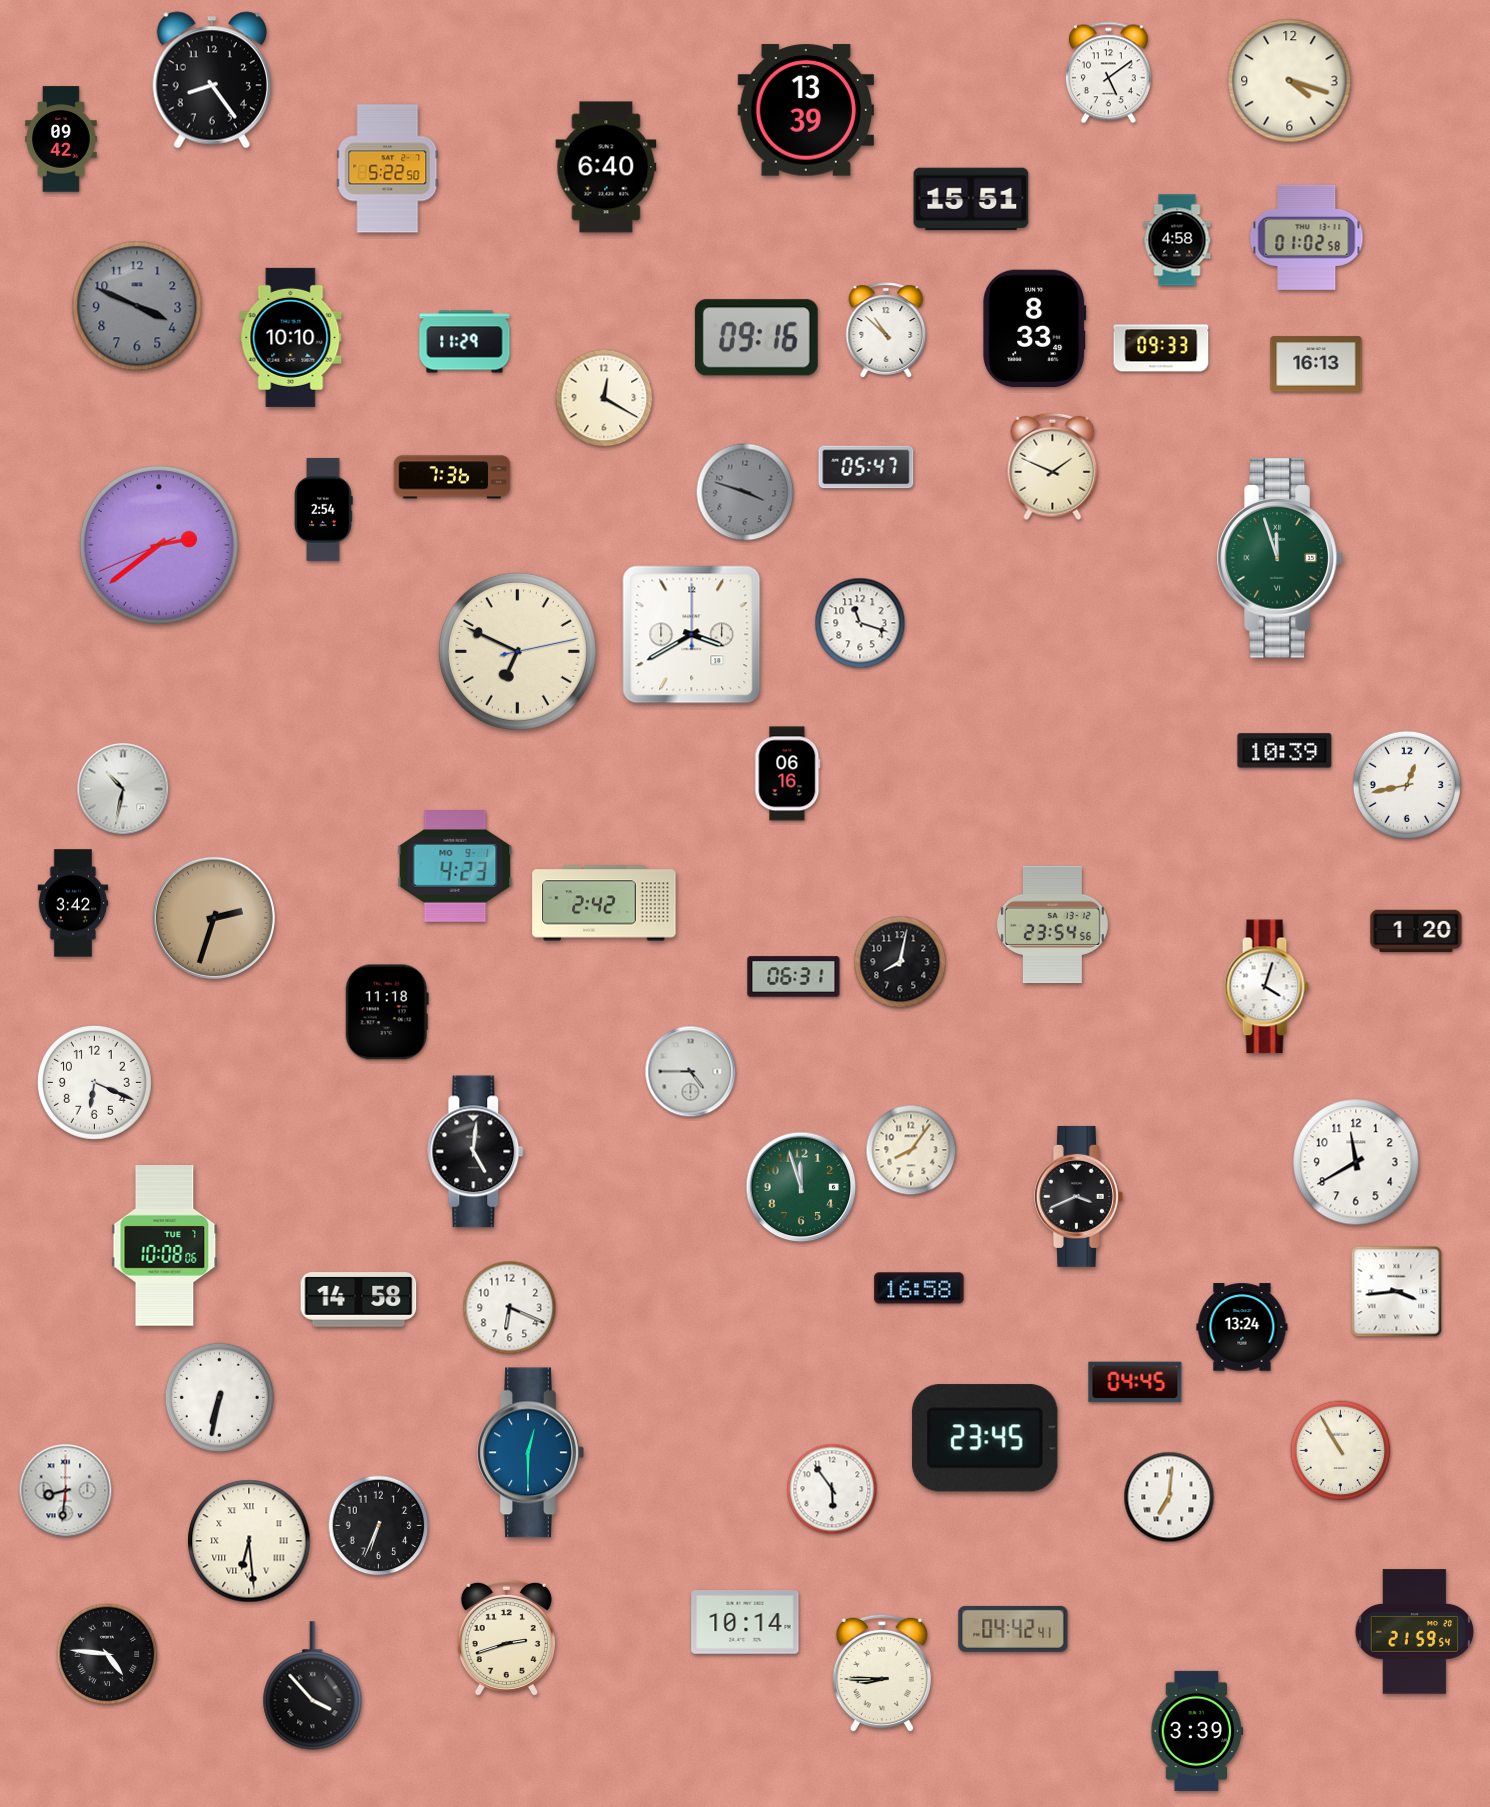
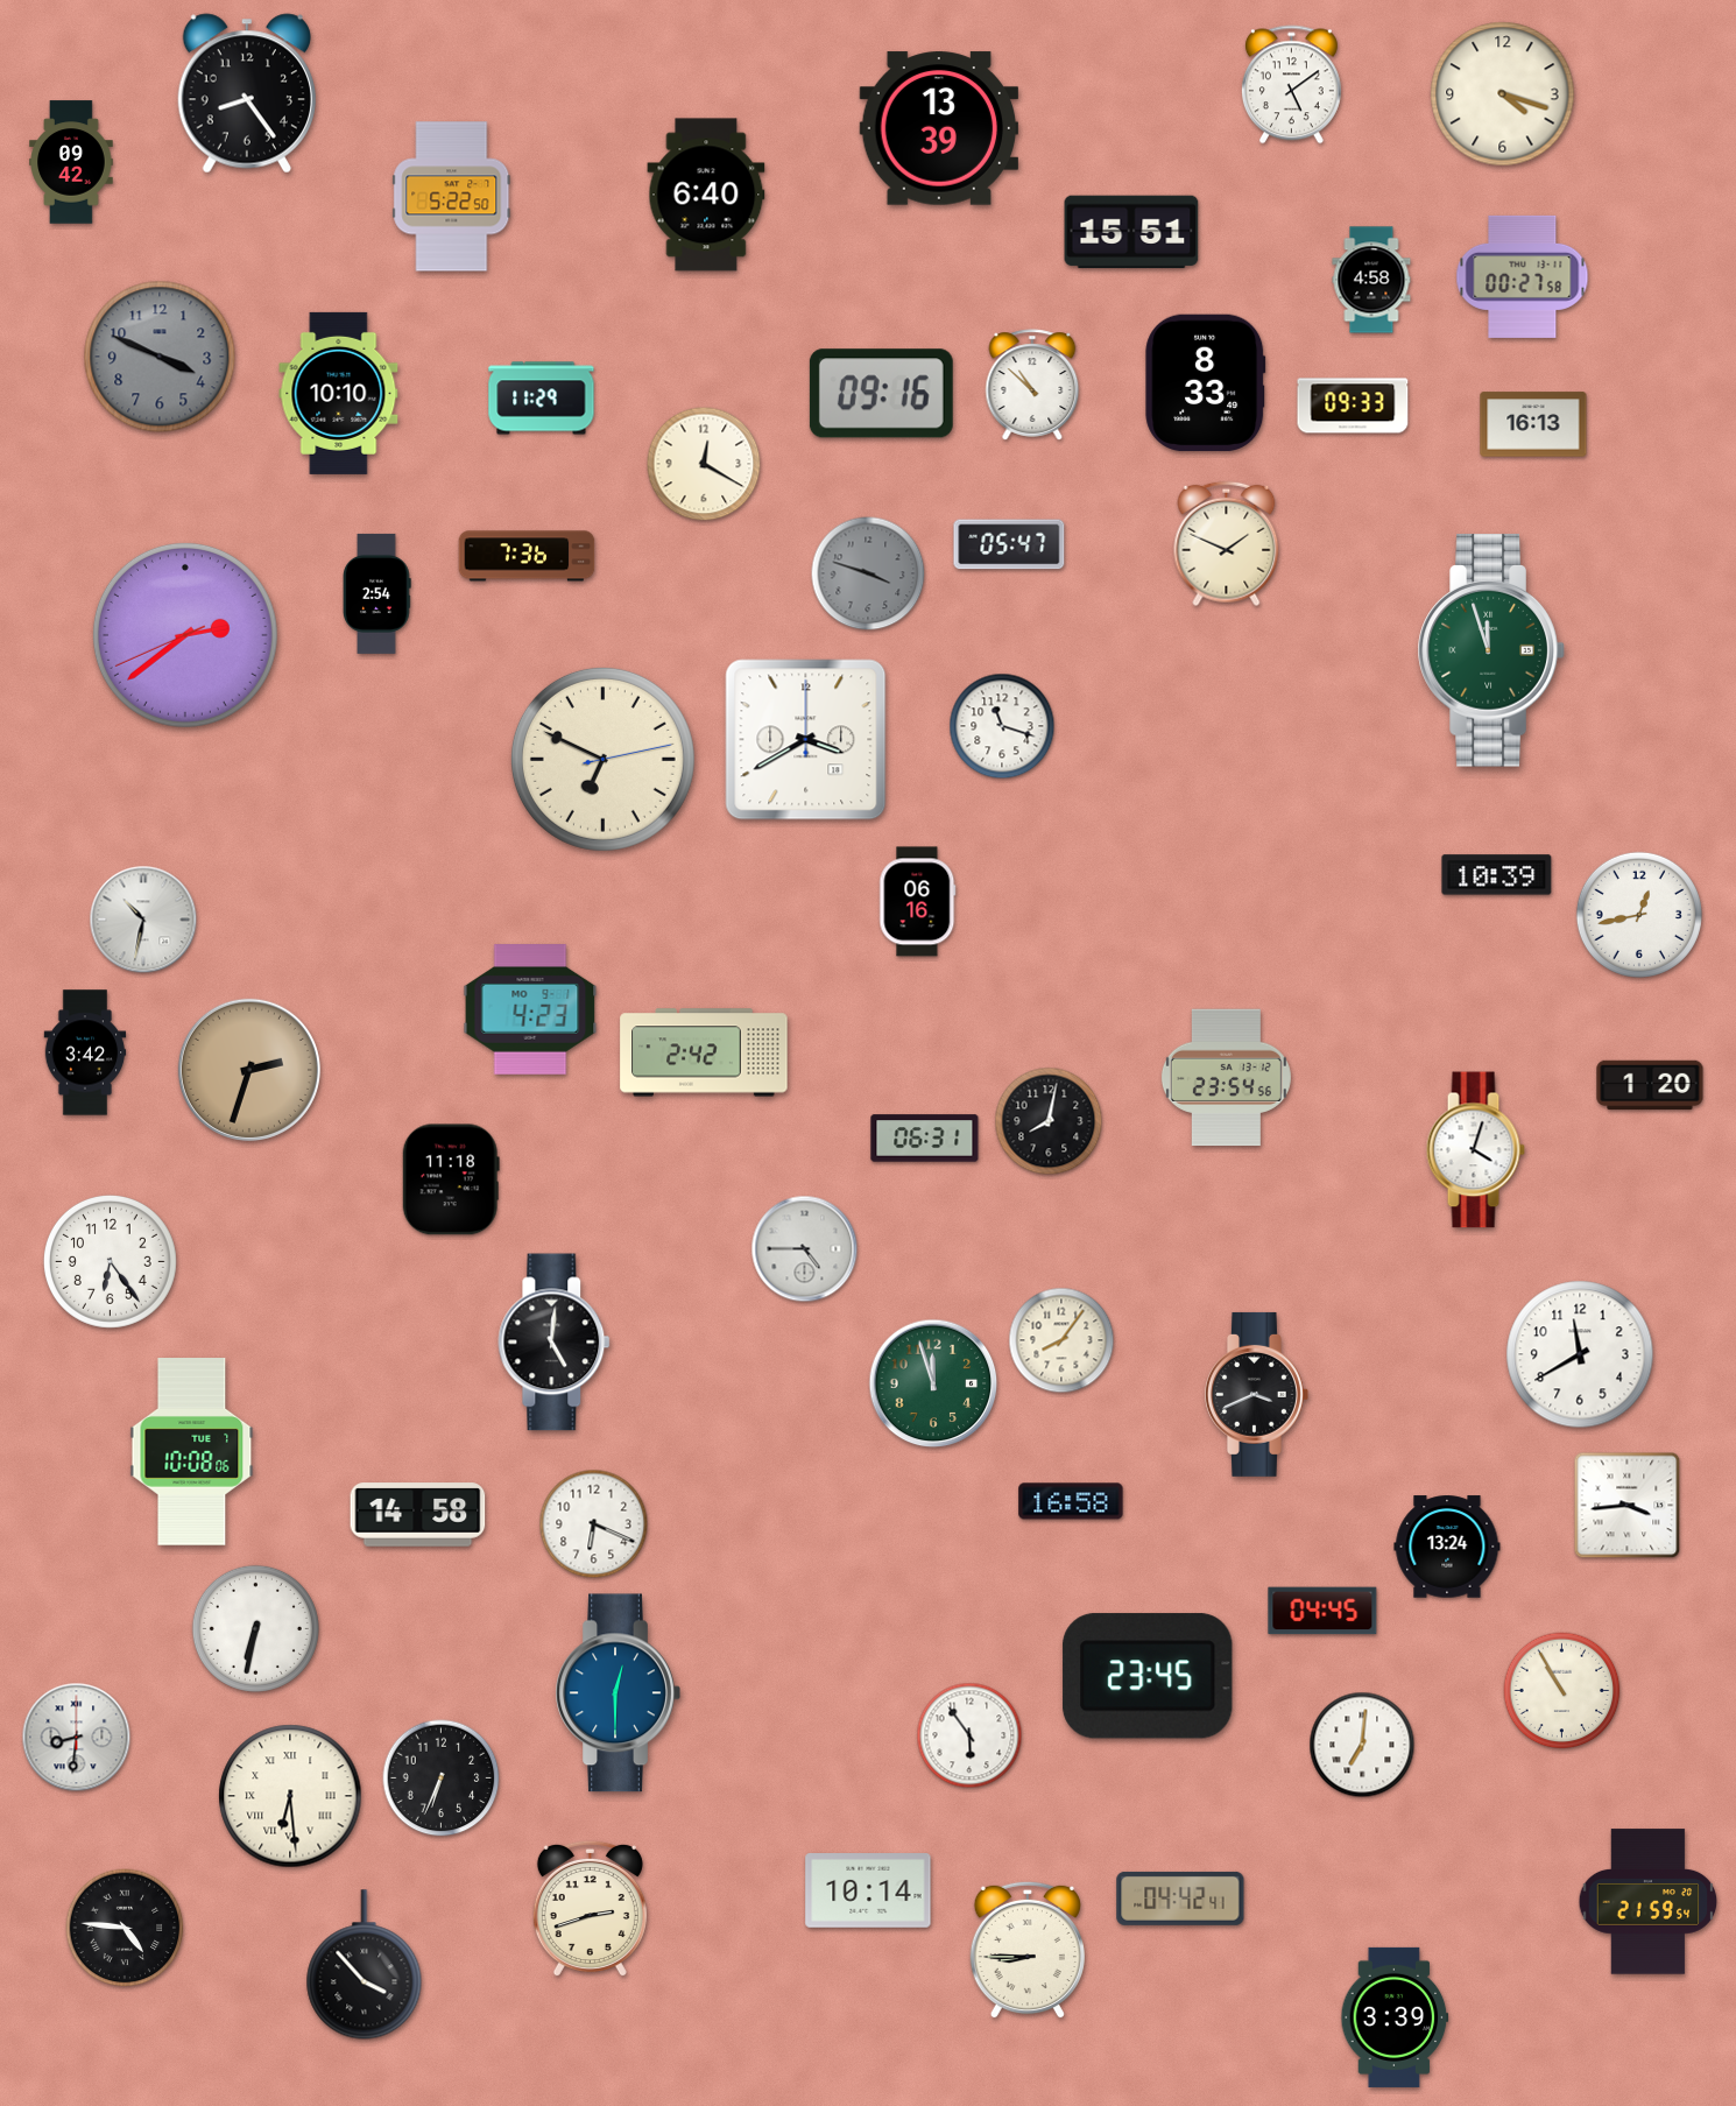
clock at (1307, 237): 01:02 -> 00:27
clock at (94, 1082): 6:19 -> 6:24
